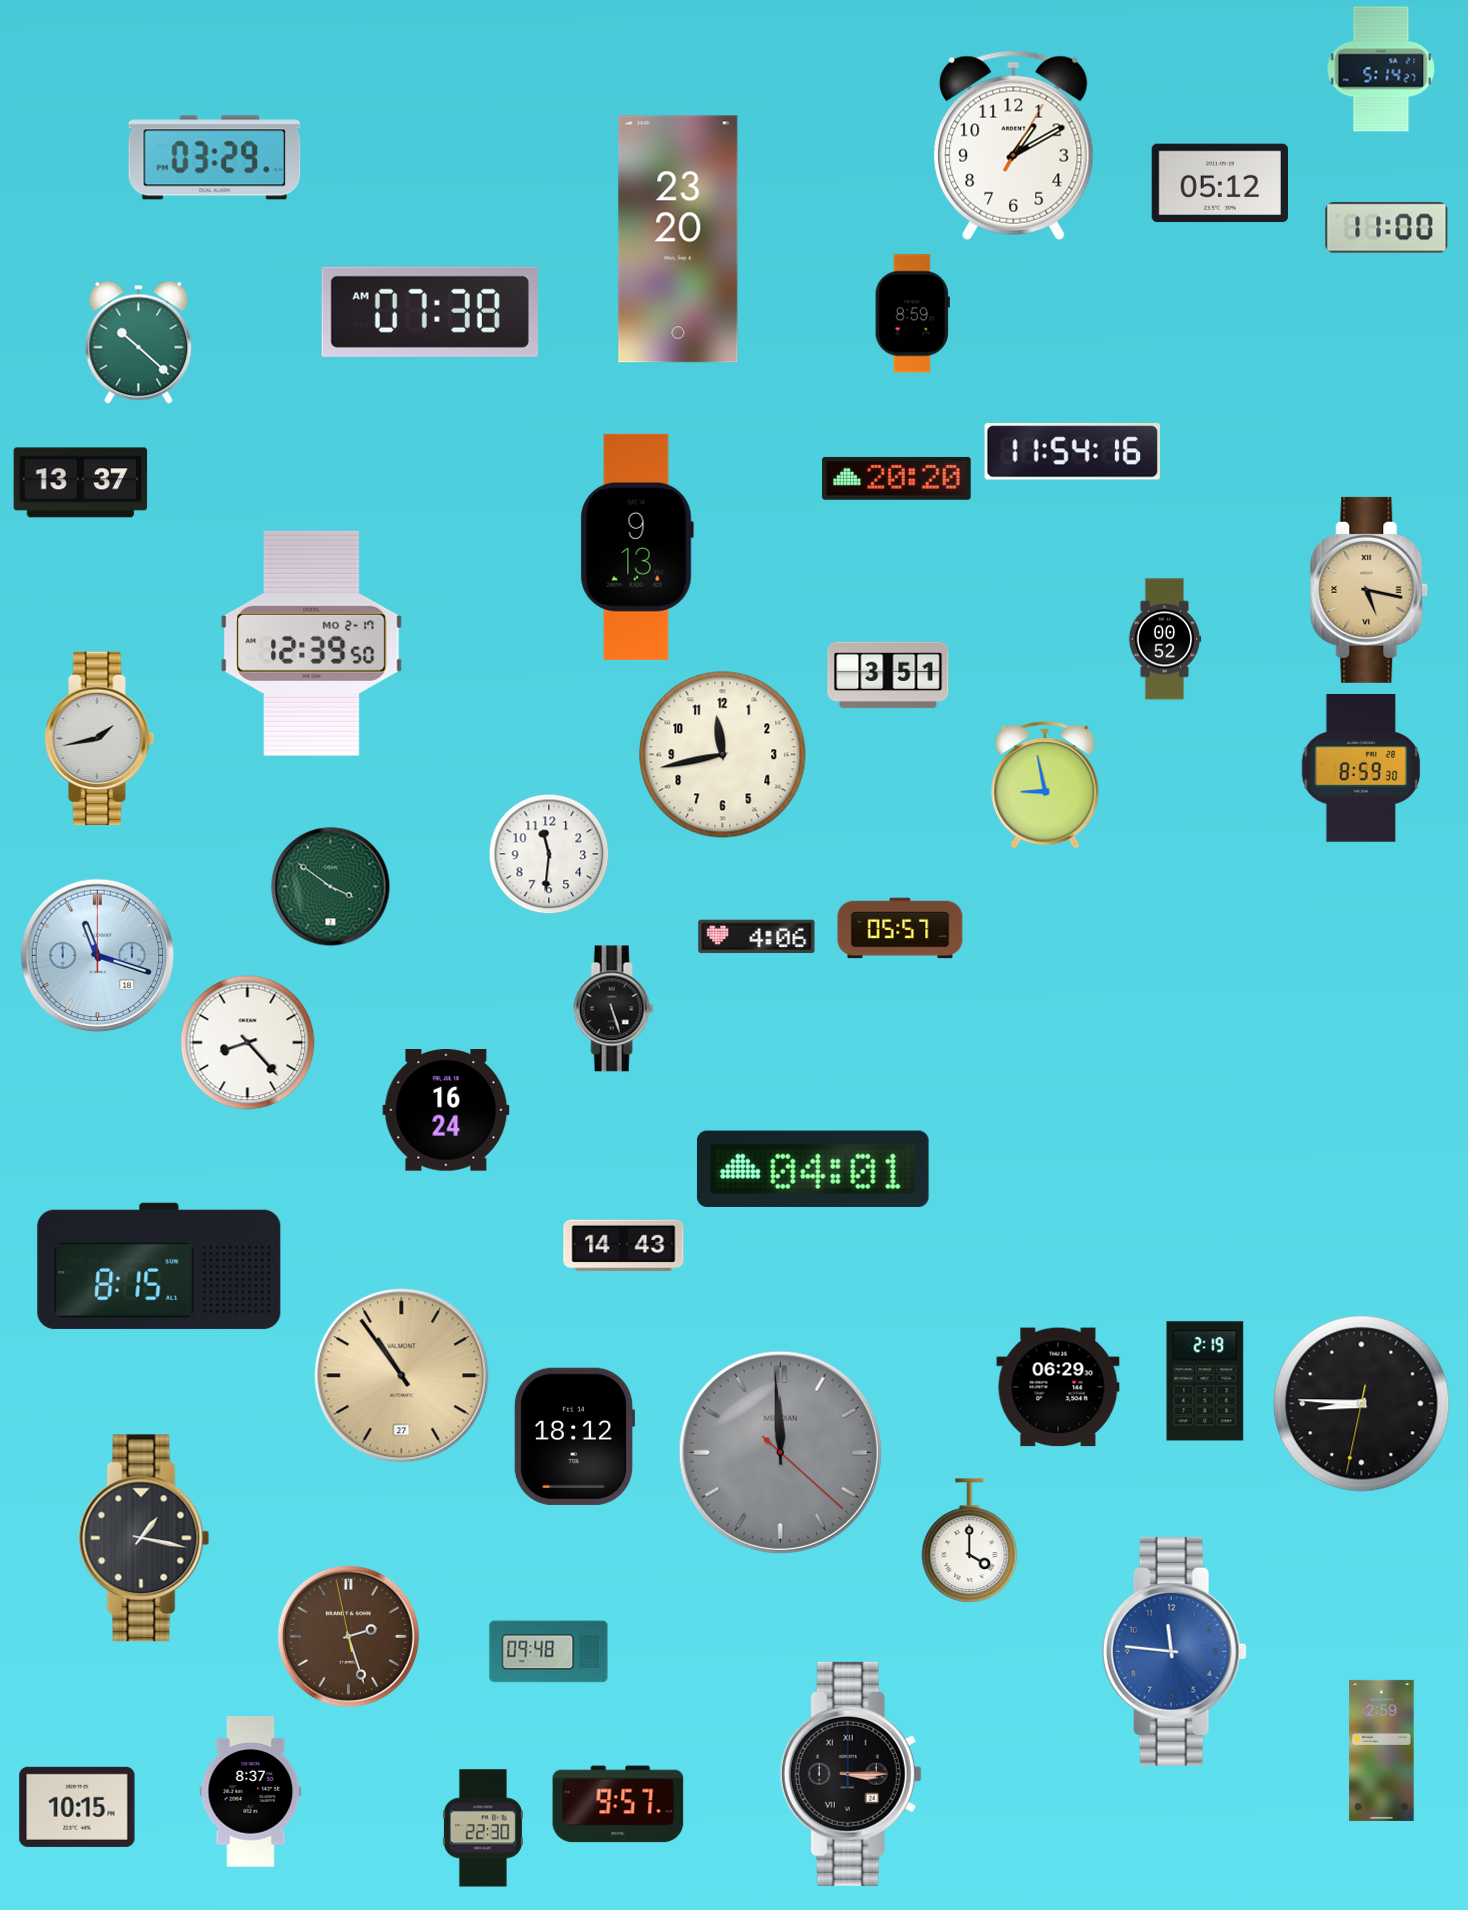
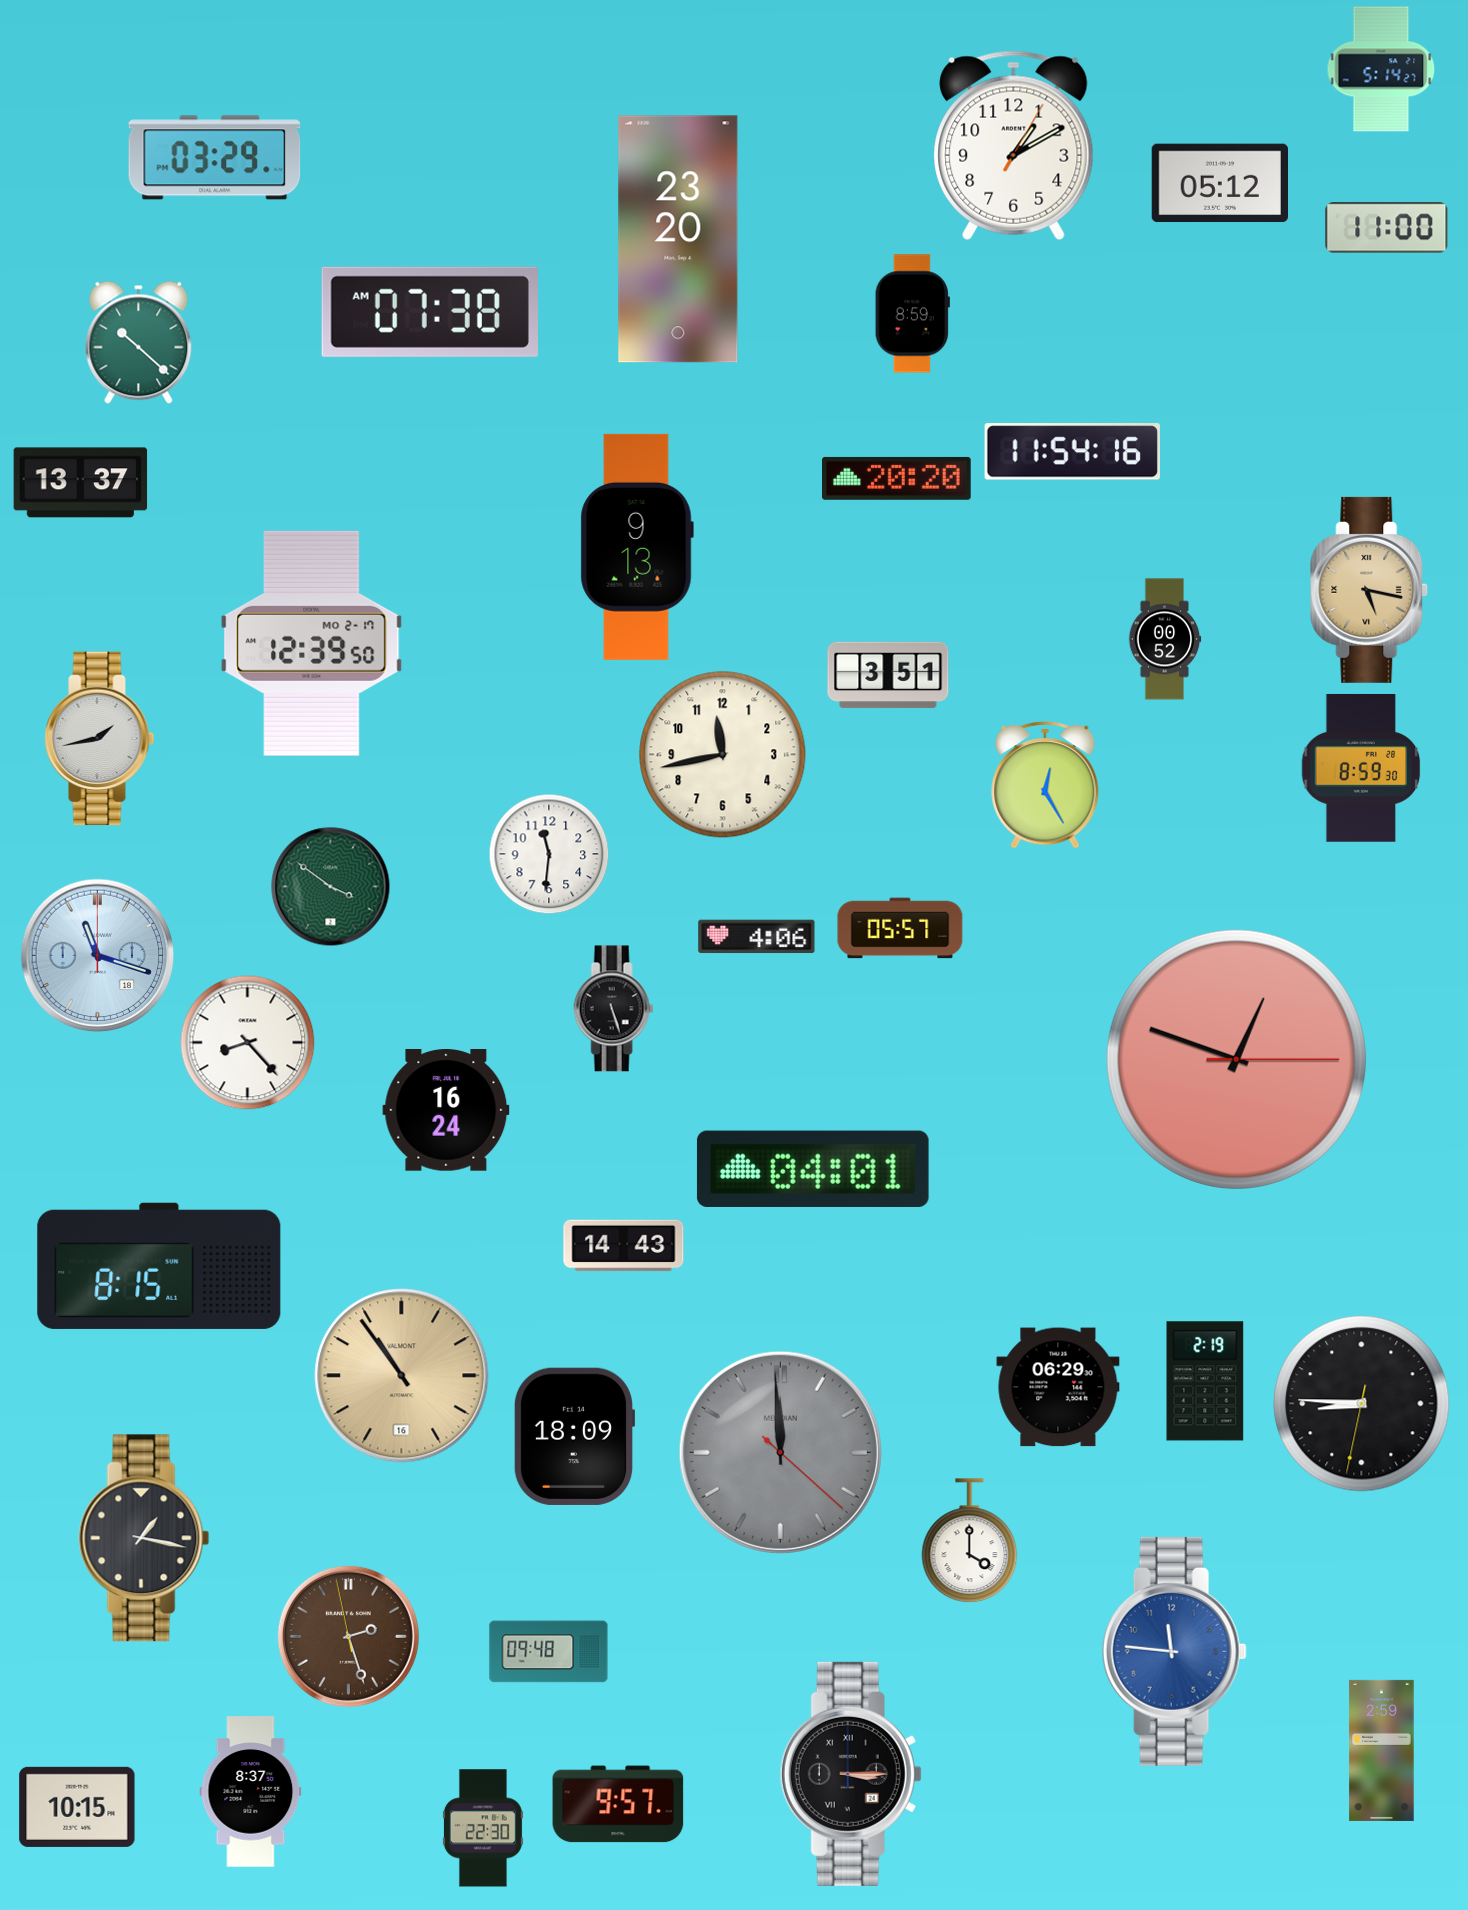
clock at (1045, 785): 8:58 -> 12:25
clock at (1236, 1059): none -> 12:48
clock at (402, 1376) date: 27 -> 16
clock at (574, 1436): 18:12 -> 18:09
